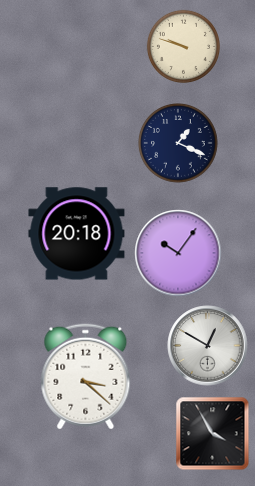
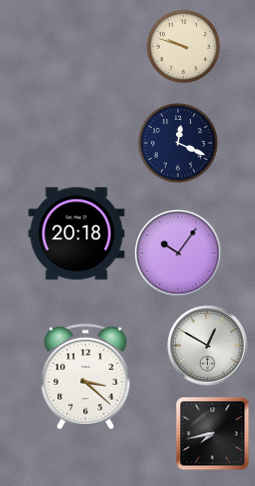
clock at (179, 144): 1:19 -> 12:19
clock at (213, 434): 3:55 -> 7:43
